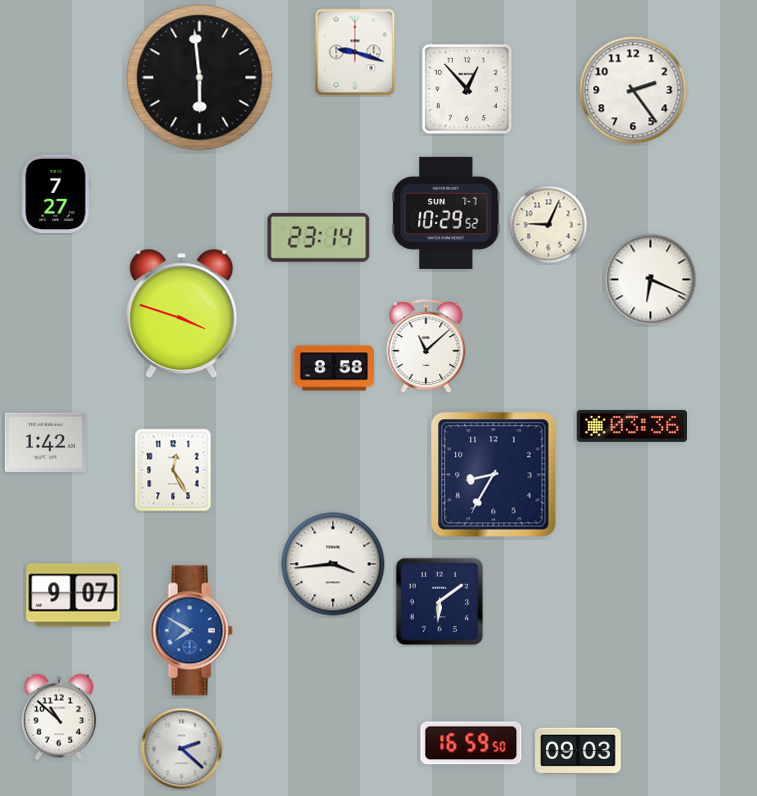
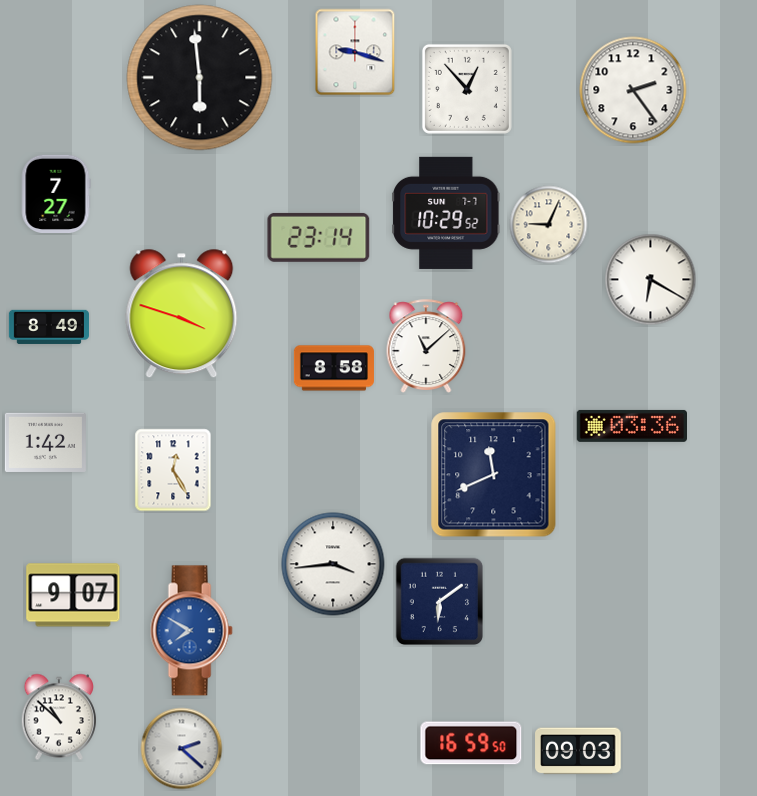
clock at (651, 280): 6:19 -> 6:20
clock at (49, 327): none -> 8:49
clock at (494, 475): 8:35 -> 11:41
